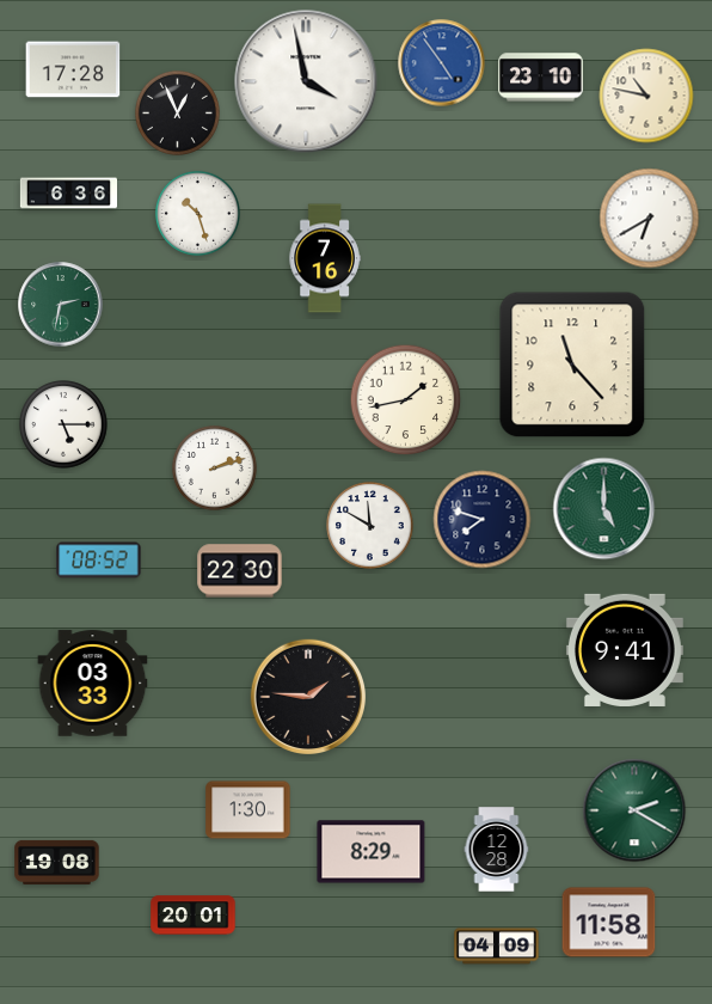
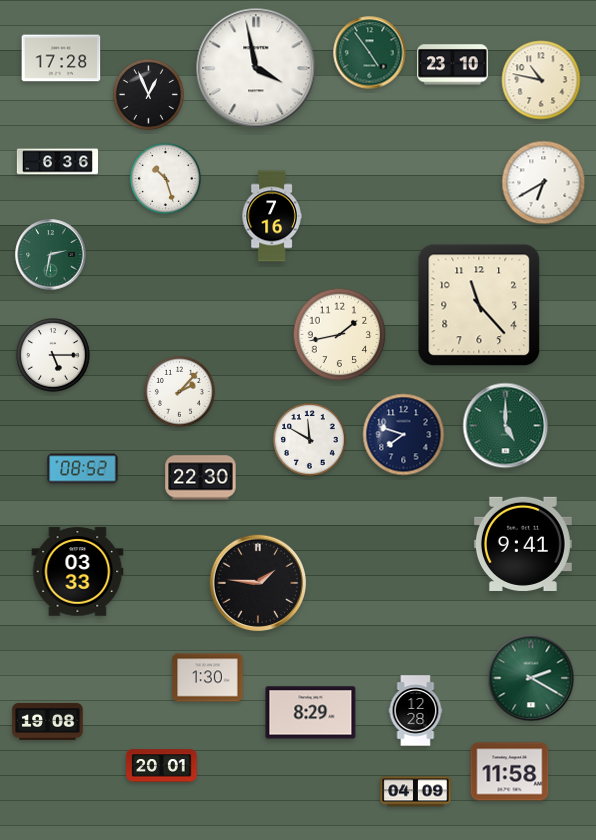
clock at (442, 63) dial: blue -> green
clock at (214, 467): 2:12 -> 2:07
